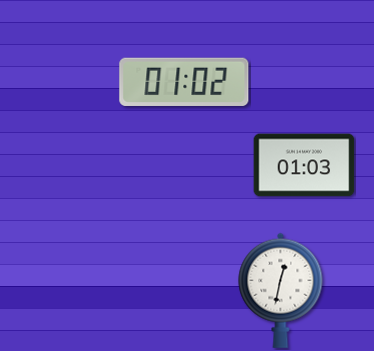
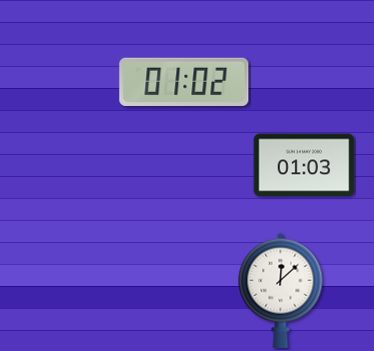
clock at (281, 290): 12:32 -> 12:08
